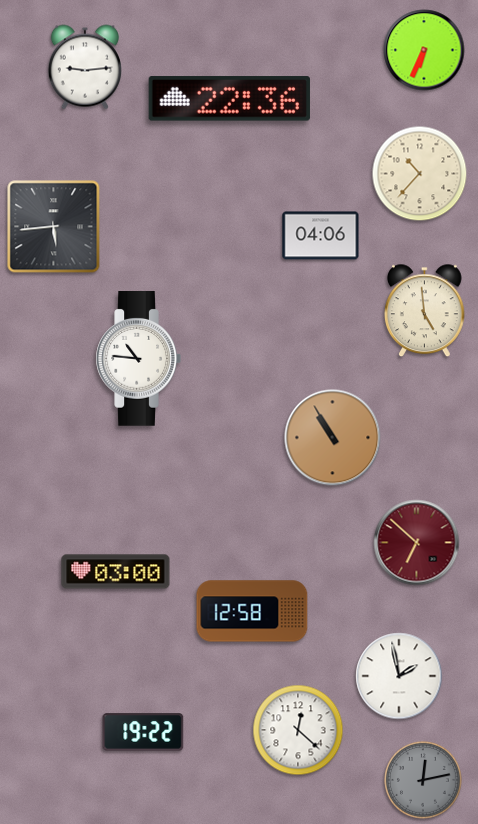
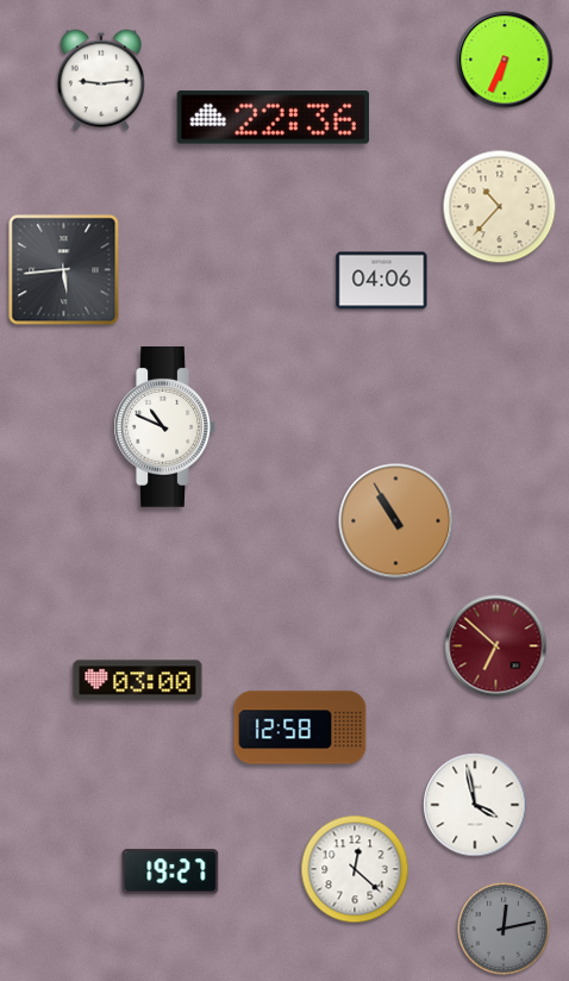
clock at (425, 311): 4:59 -> none
clock at (138, 359): 10:46 -> 10:49
clock at (399, 676): 1:58 -> 3:58
clock at (143, 732): 19:22 -> 19:27
